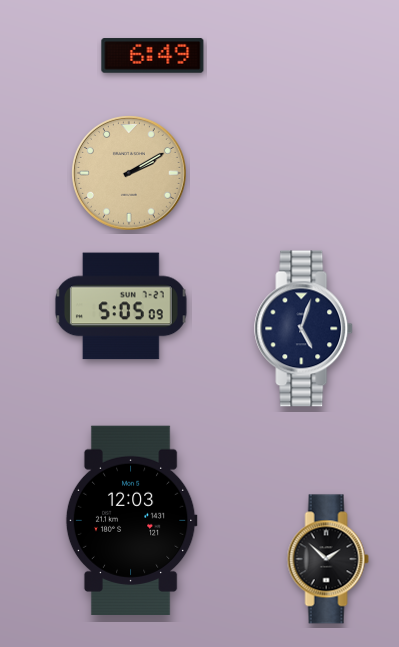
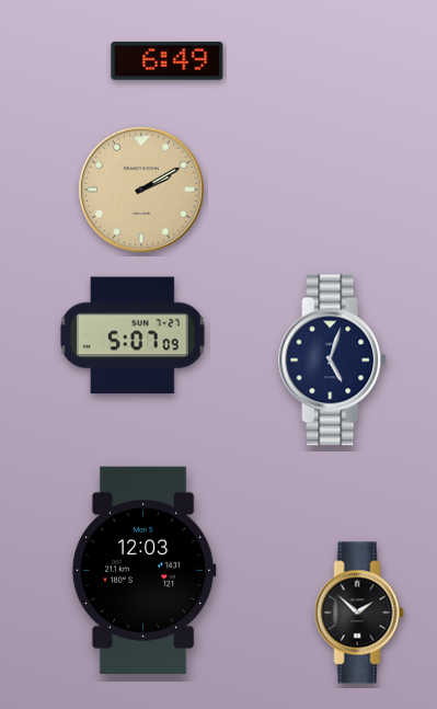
clock at (121, 306): 5:05 -> 5:07
